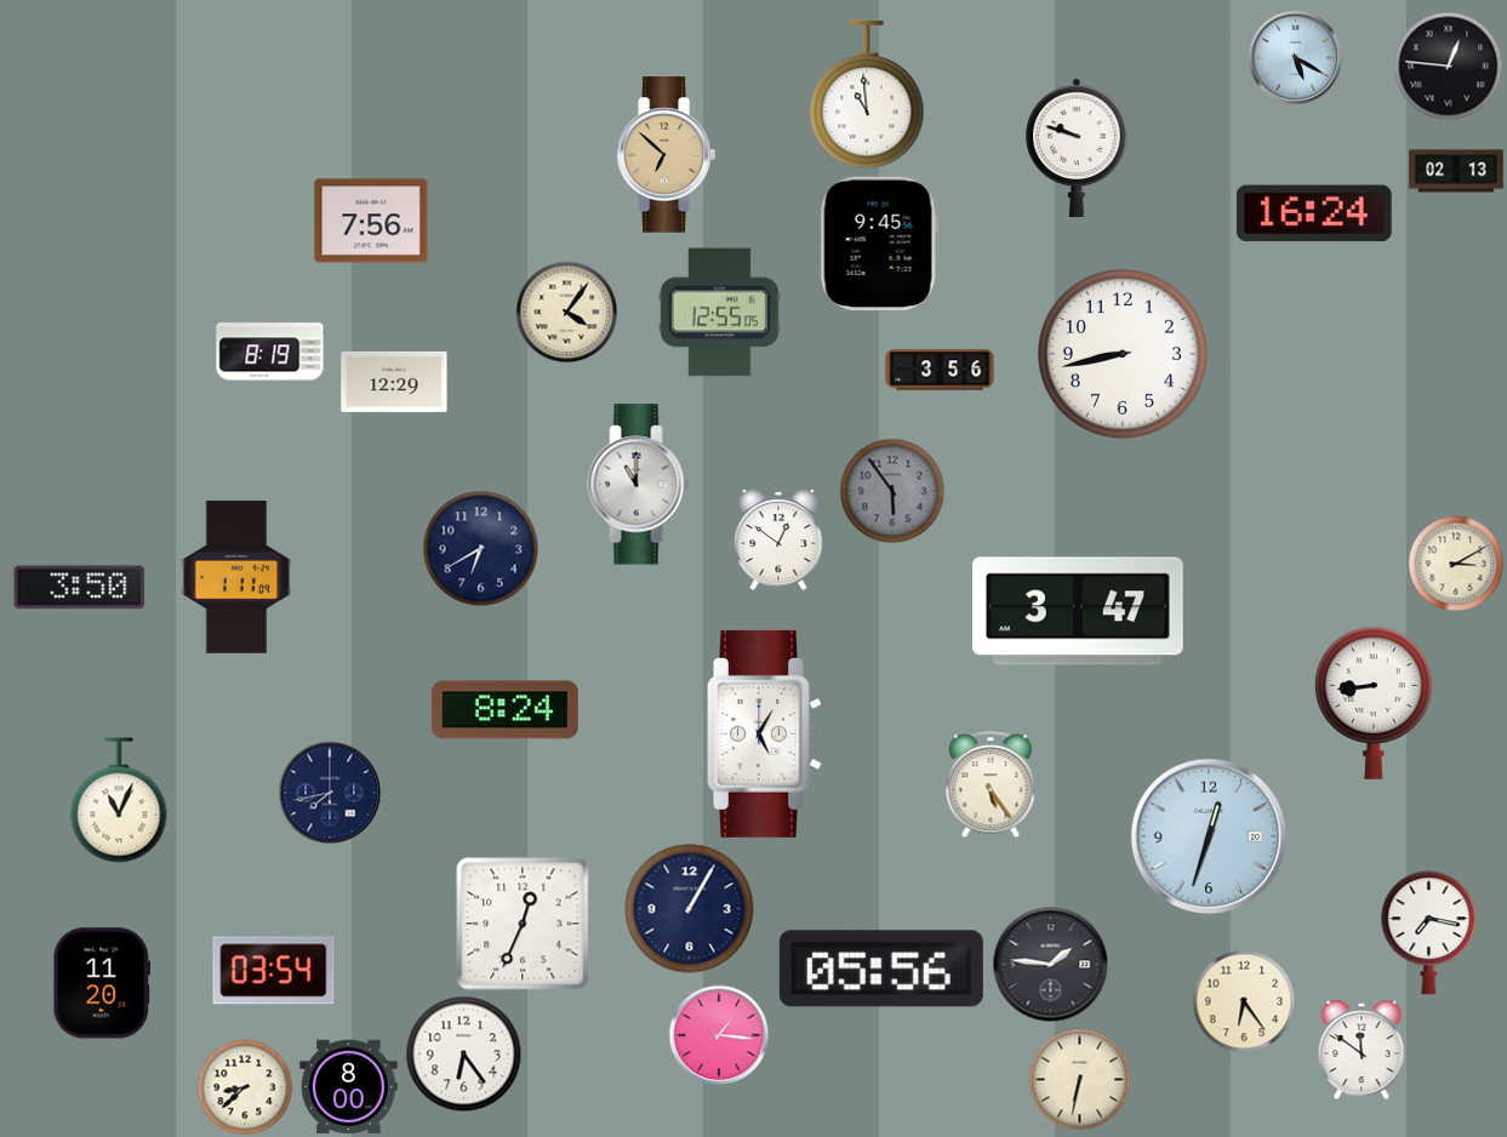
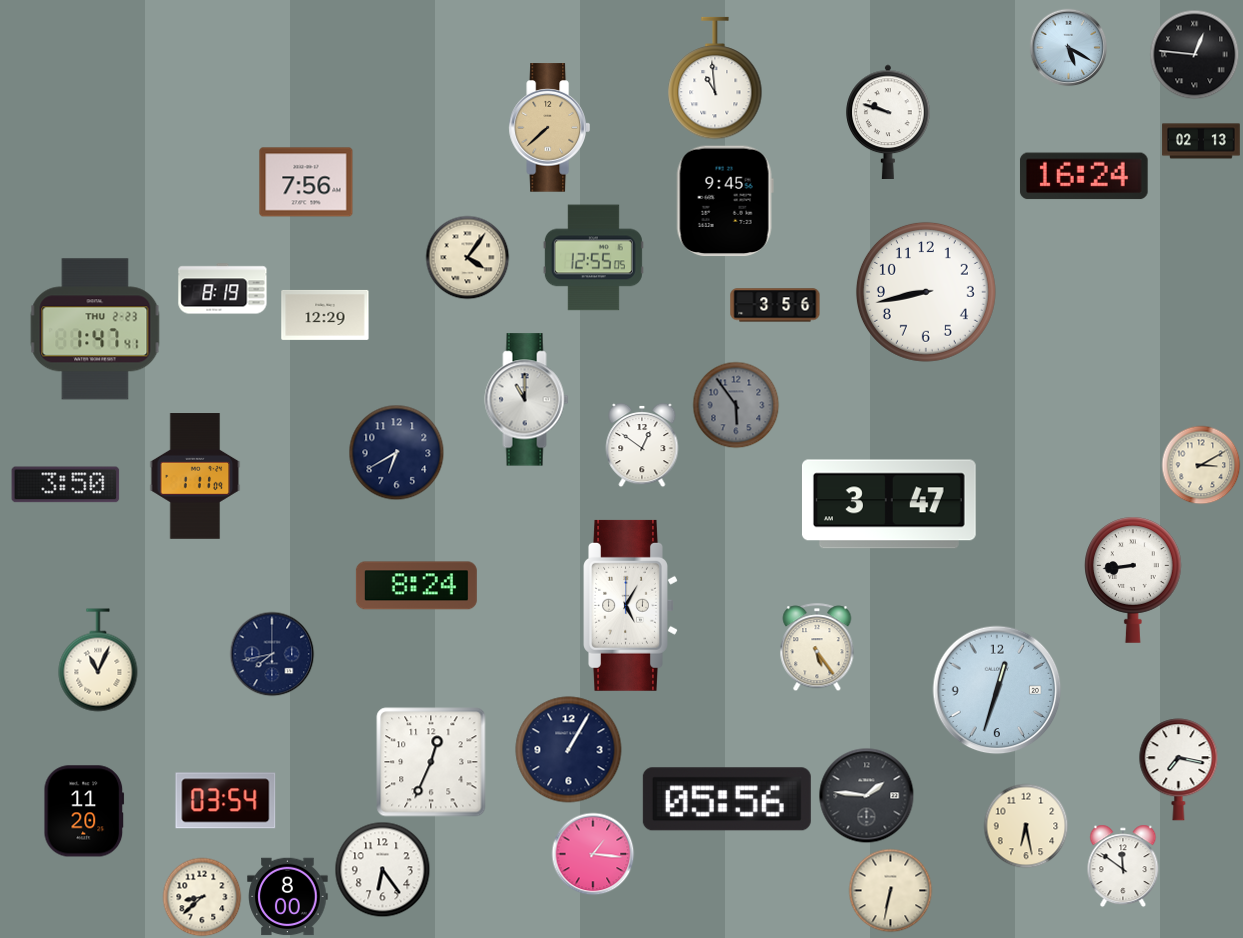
clock at (666, 155): 6:52 -> 7:38
clock at (95, 329): none -> 1:47
clock at (1244, 1001): 6:24 -> 6:28
